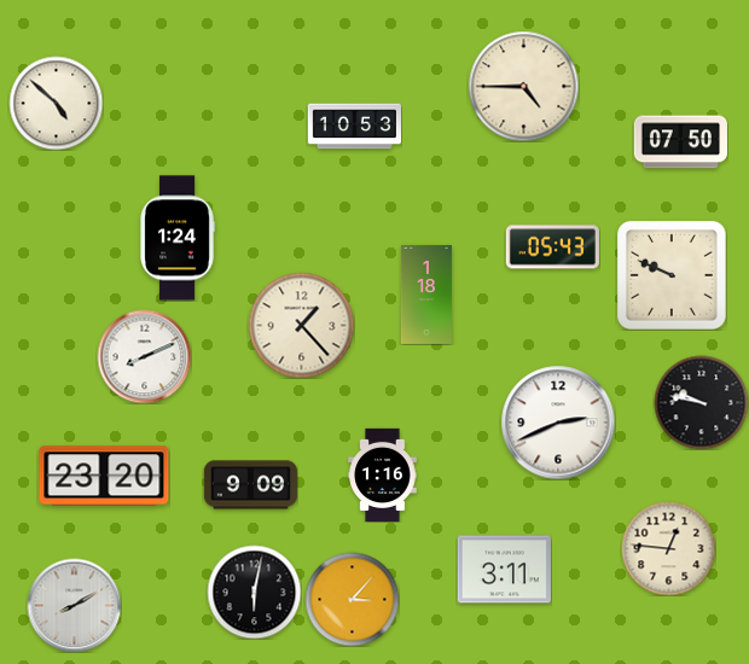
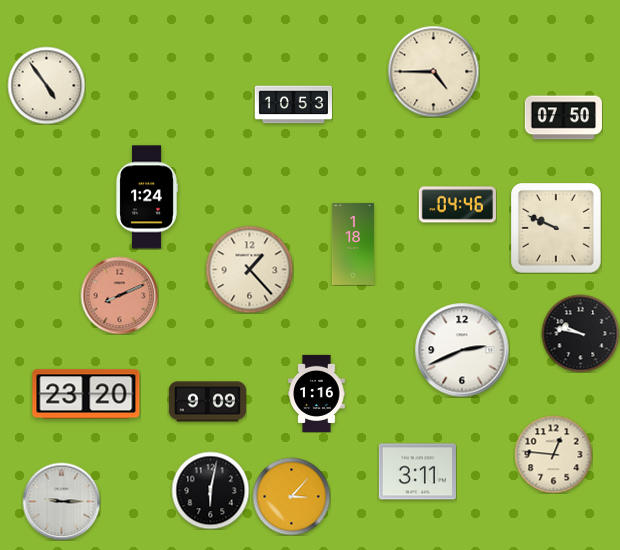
clock at (56, 103): 4:52 -> 4:54
clock at (552, 247): 05:43 -> 04:46
clock at (144, 356) dial: white -> salmon
clock at (74, 605): 8:10 -> 9:15
